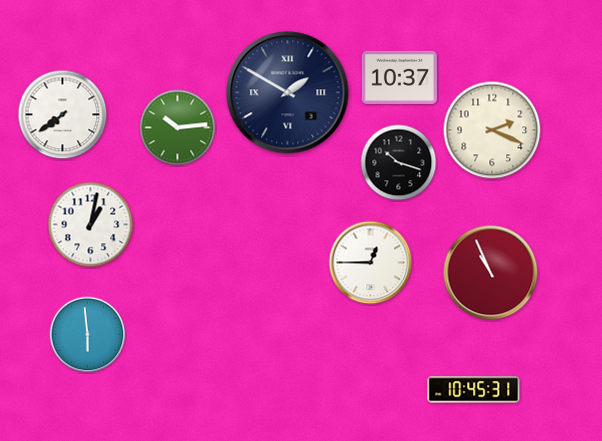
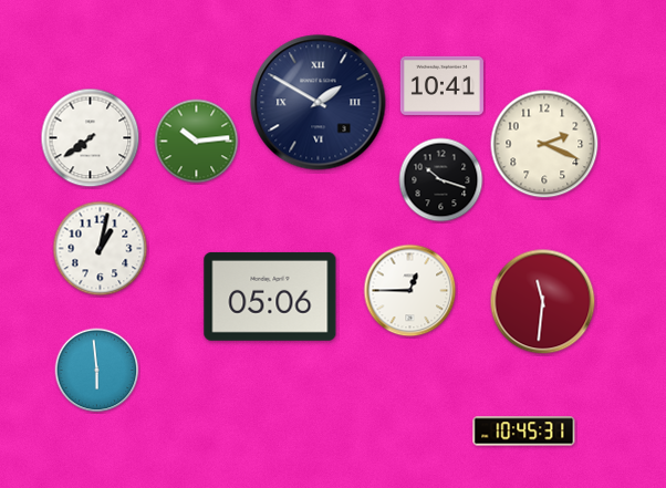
clock at (399, 77): 10:37 -> 10:41
clock at (63, 115) position: (63, 115) -> (91, 138)
clock at (270, 297): none -> 05:06
clock at (491, 273): 10:56 -> 11:31
